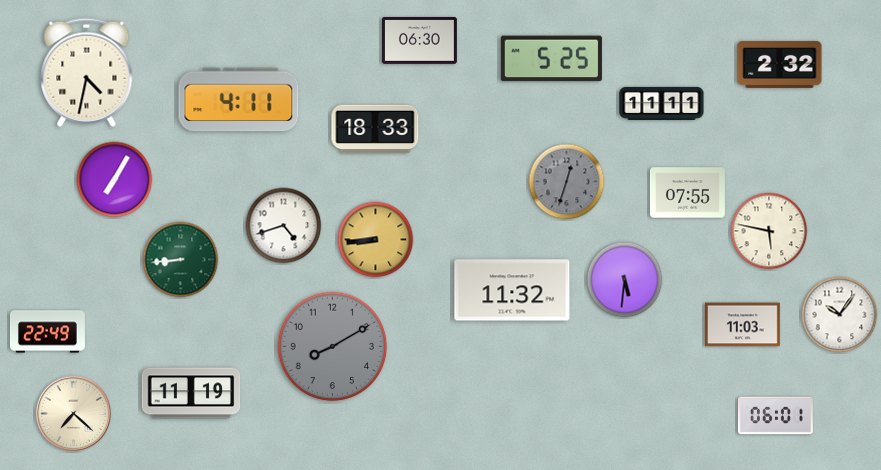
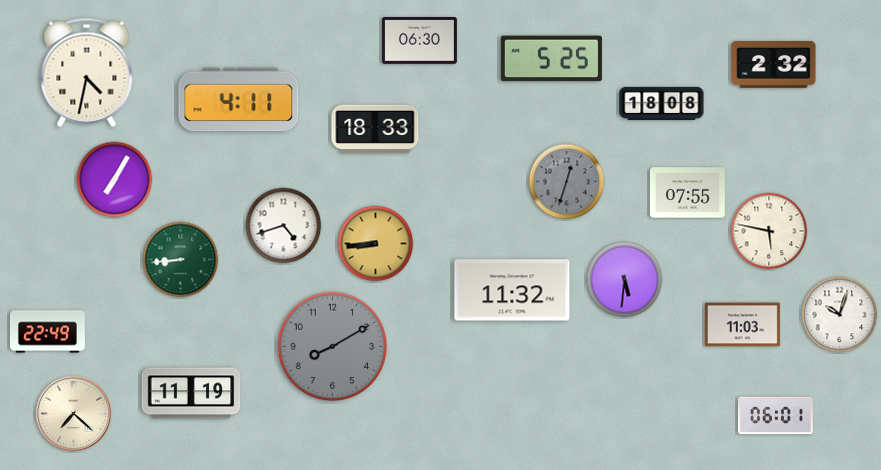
clock at (780, 64) position: (780, 64) -> (774, 64)
clock at (662, 103): 11:11 -> 18:08
clock at (376, 240) position: (376, 240) -> (376, 244)
clock at (840, 315): 10:06 -> 10:03
